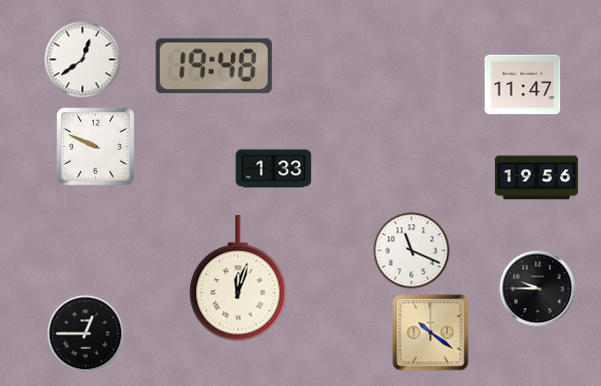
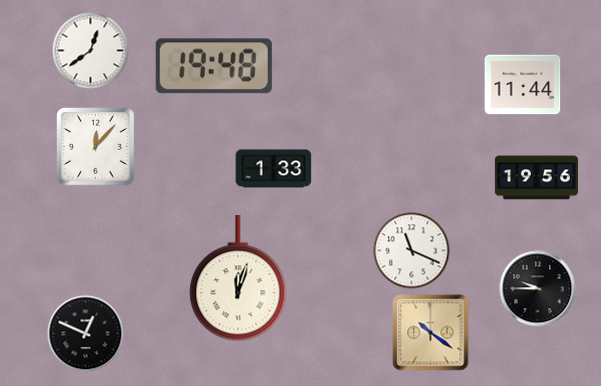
clock at (83, 60) position: (83, 60) -> (91, 51)
clock at (523, 85): 11:47 -> 11:44
clock at (96, 147): 9:49 -> 12:07
clock at (86, 334): 12:45 -> 12:49
